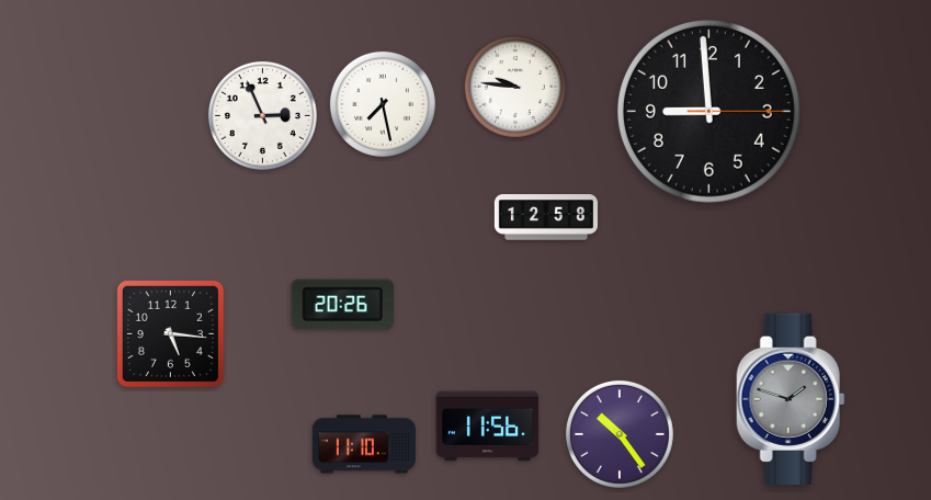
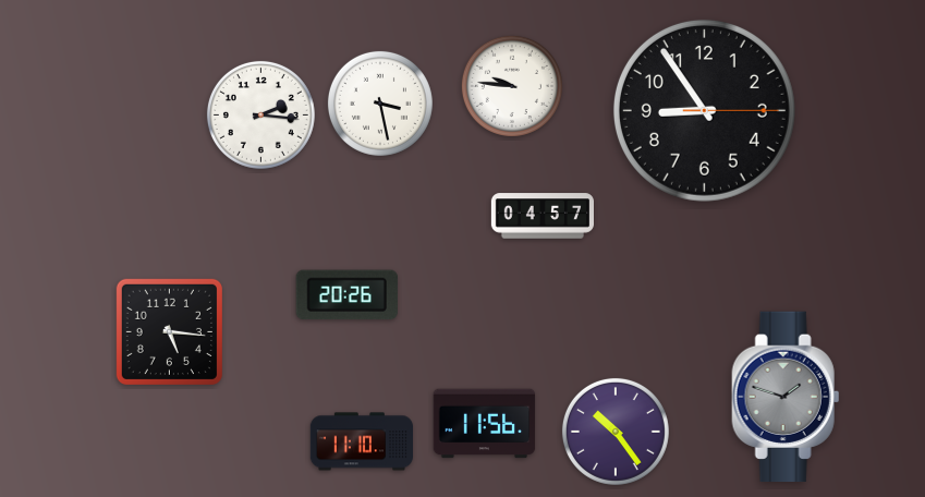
clock at (383, 104): 7:28 -> 3:28
clock at (708, 111): 8:59 -> 8:54
clock at (262, 115): 2:56 -> 2:16
clock at (545, 217): 12:58 -> 04:57
clock at (342, 305) position: (342, 305) -> (346, 295)
